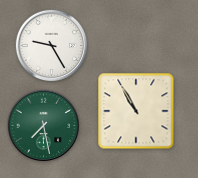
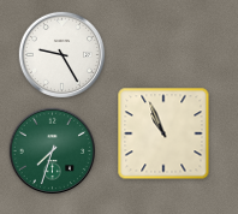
clock at (136, 111): 10:55 -> 10:56
clock at (43, 125): 7:28 -> 7:33
